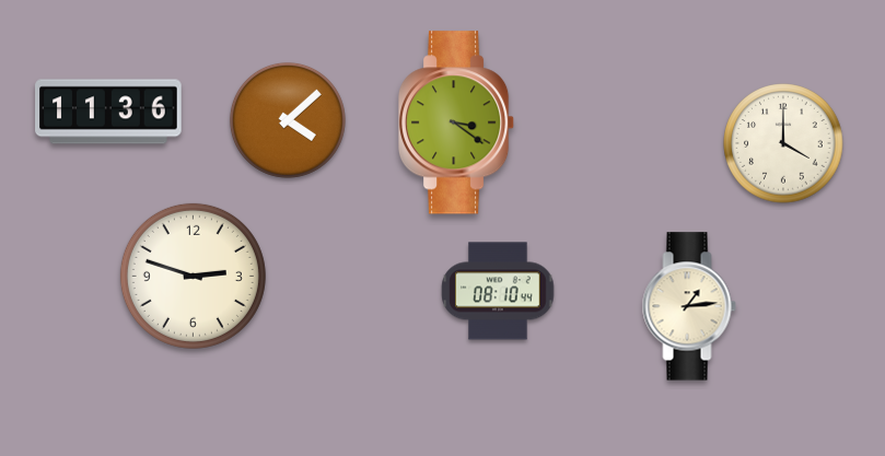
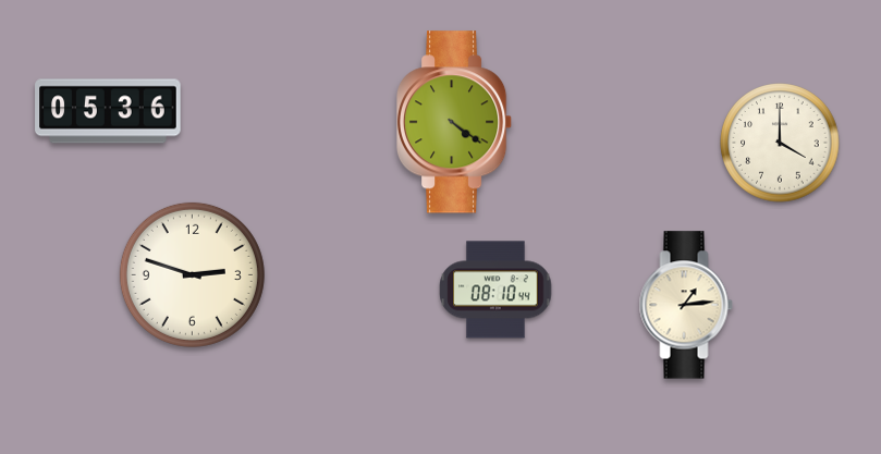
clock at (108, 112): 11:36 -> 05:36
clock at (288, 120): 4:08 -> none
clock at (456, 122): 3:21 -> 4:21
